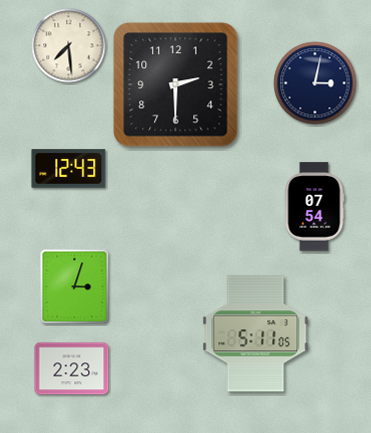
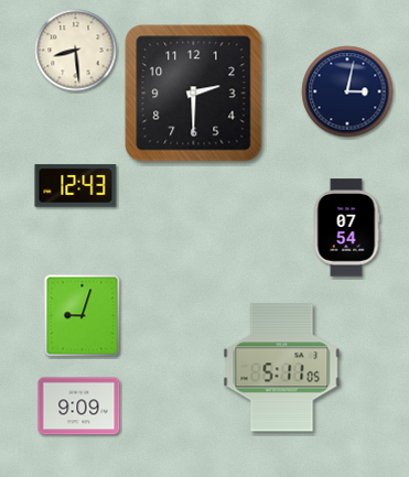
clock at (69, 46): 7:29 -> 8:29
clock at (75, 287): 3:03 -> 9:03
clock at (72, 369): 2:23 -> 9:09
